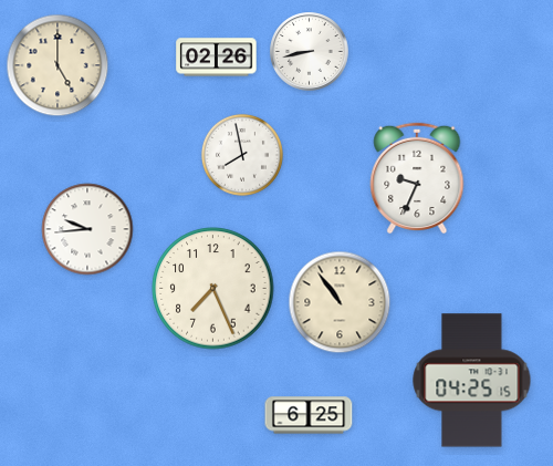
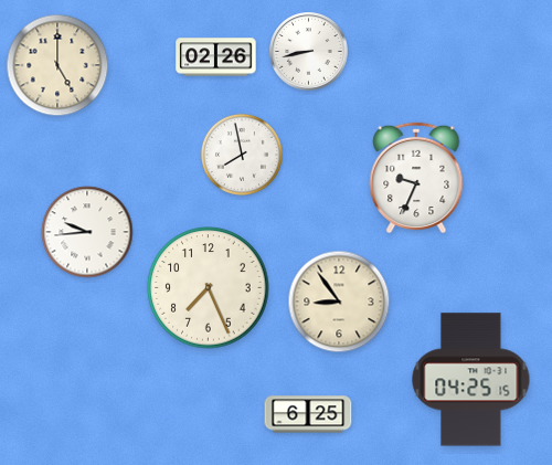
clock at (87, 229) position: (87, 229) -> (87, 232)
clock at (213, 289) position: (213, 289) -> (209, 288)
clock at (340, 302): 10:54 -> 8:54
